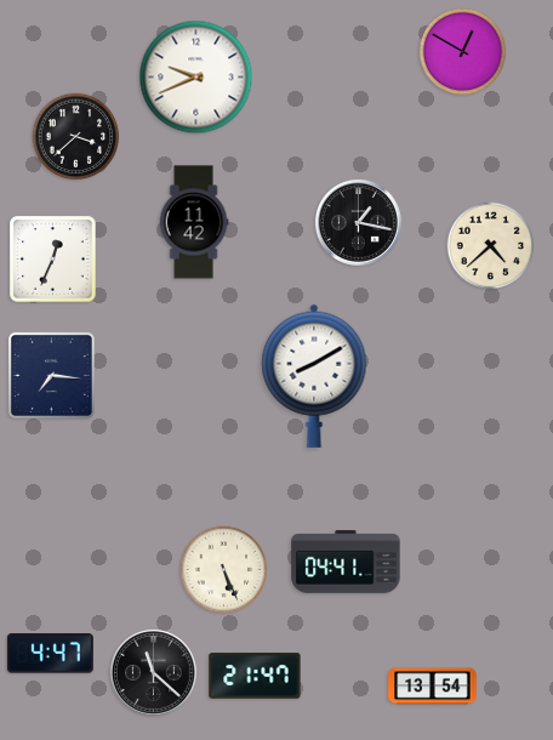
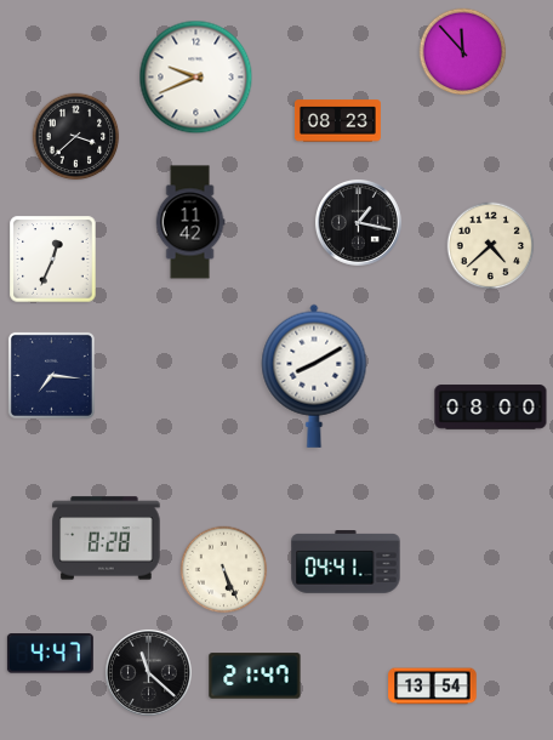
clock at (463, 52): 12:50 -> 11:53
clock at (337, 121): none -> 08:23
clock at (194, 222) position: (194, 222) -> (190, 222)
clock at (491, 408): none -> 08:00
clock at (107, 539): none -> 8:28
clock at (153, 672) position: (153, 672) -> (148, 672)
